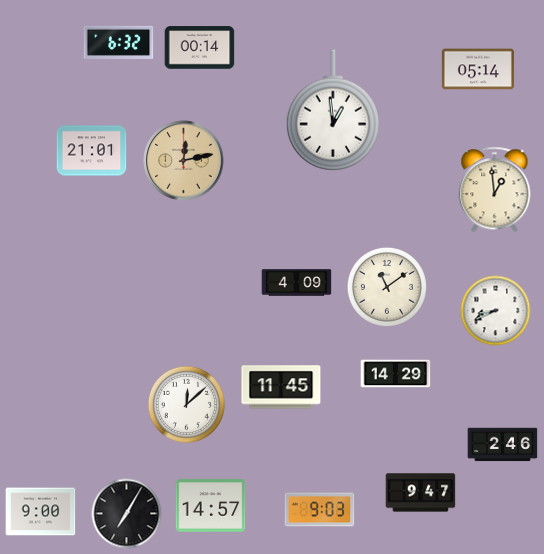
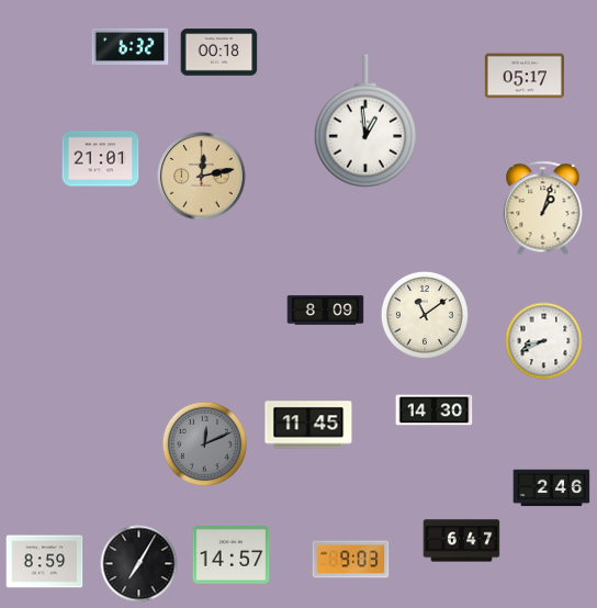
clock at (200, 48): 00:14 -> 00:18
clock at (478, 69): 05:14 -> 05:17
clock at (92, 151) position: (92, 151) -> (101, 159)
clock at (495, 190): 12:59 -> 1:03
clock at (297, 283): 4:09 -> 8:09
clock at (396, 374): 14:29 -> 14:30
clock at (186, 404): 12:08 -> 12:11
clock at (186, 404) dial: white -> grey
clock at (421, 493): 9:47 -> 6:47
clock at (41, 512): 9:00 -> 8:59
